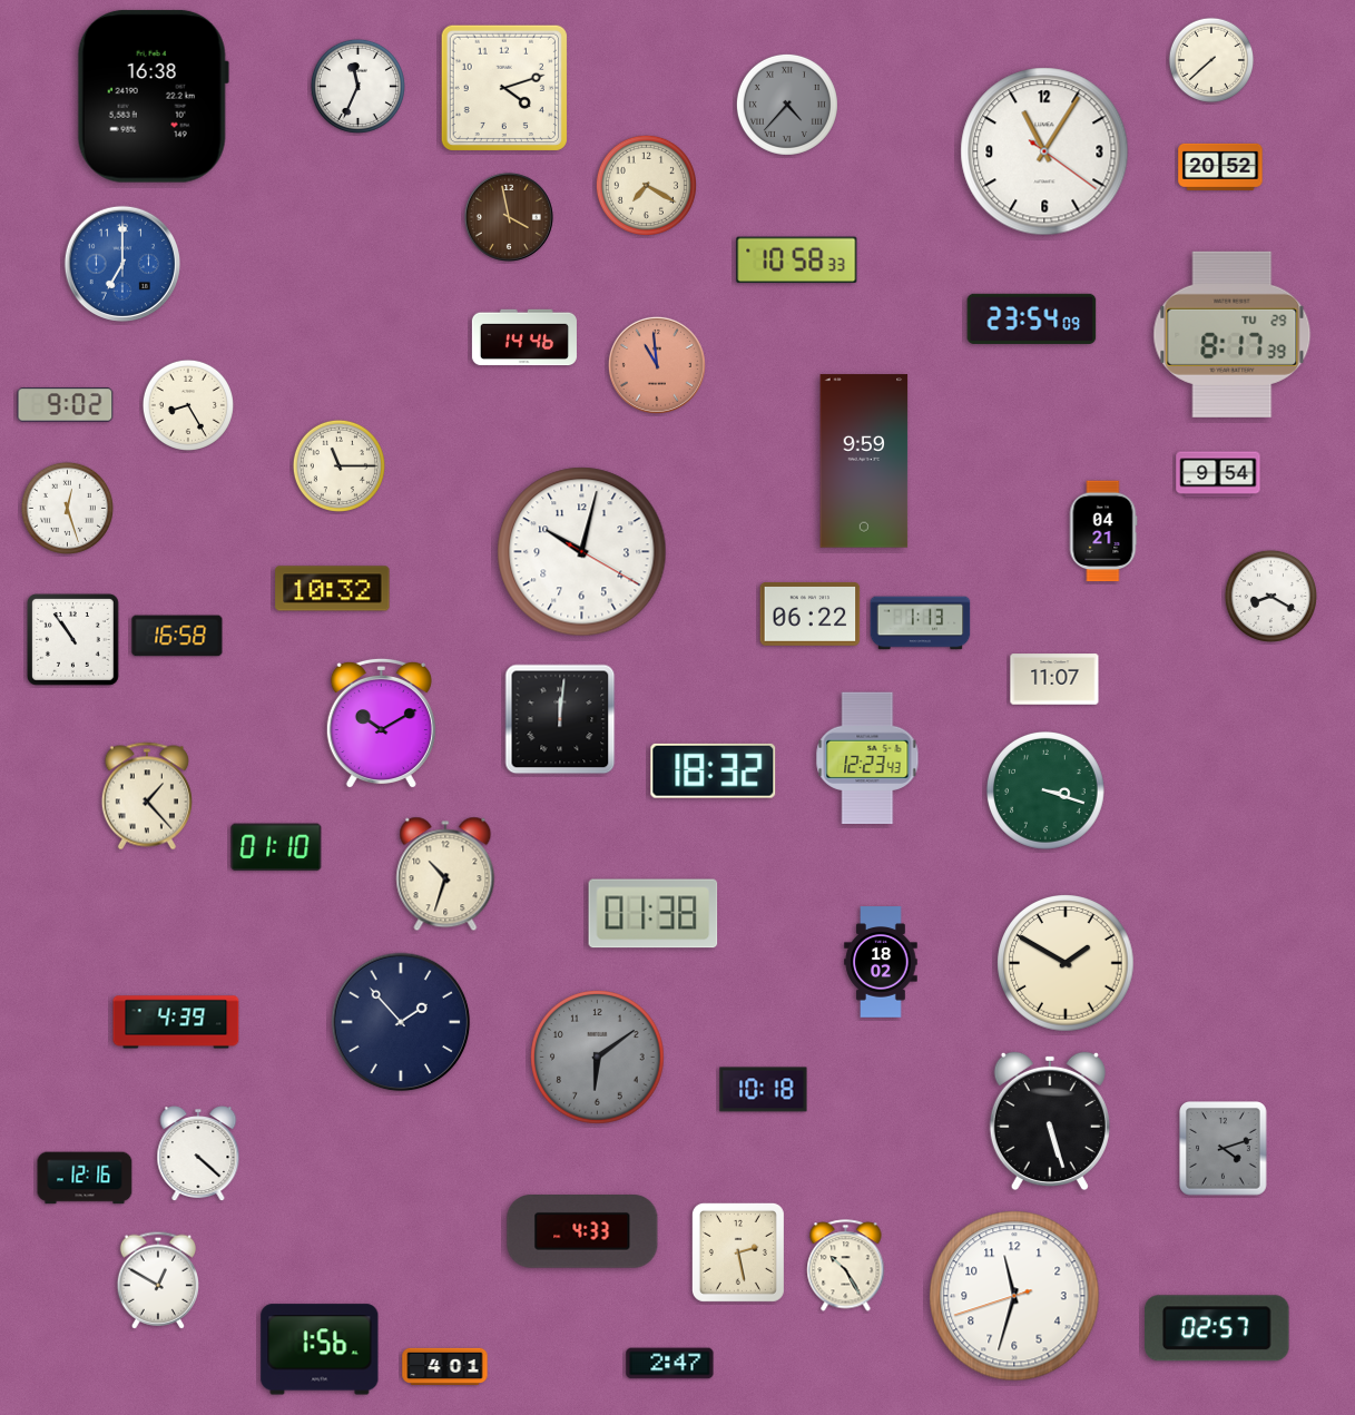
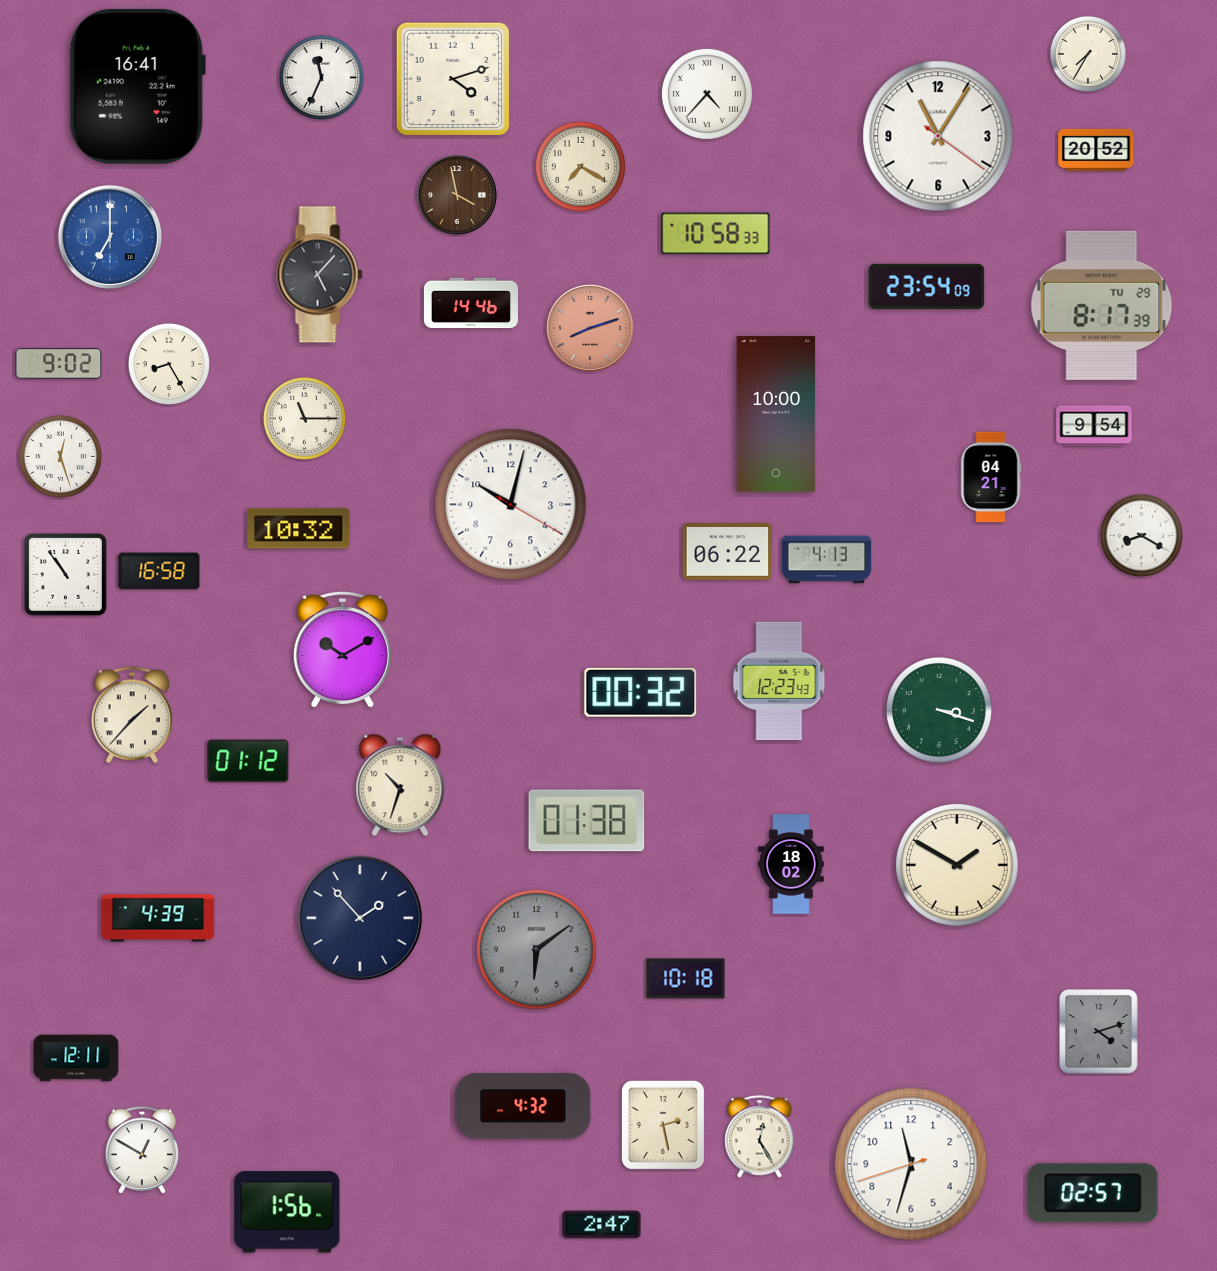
clock at (1210, 59): 7:38 -> 7:35
clock at (153, 96): 16:38 -> 16:41
clock at (787, 105) dial: grey -> white
clock at (320, 275): none -> 5:07
clock at (1233, 334) position: (1233, 334) -> (1102, 305)
clock at (657, 365): 10:59 -> 8:12
clock at (864, 461): 9:59 -> 10:00
clock at (582, 552) position: (582, 552) -> (511, 505)
clock at (921, 623): 1:13 -> 4:13
clock at (1054, 679): 11:07 -> none
clock at (560, 719): 12:01 -> none
clock at (714, 770): 18:32 -> 00:32
clock at (147, 796): 1:23 -> 1:37
clock at (276, 847): 01:10 -> 01:12
clock at (1050, 1121): 5:27 -> none
clock at (198, 1154): 4:22 -> none
clock at (85, 1178): 12:16 -> 12:11
clock at (582, 1232): 4:33 -> 4:32
clock at (846, 1266): 10:25 -> 12:25
clock at (445, 1366): 4:01 -> none
